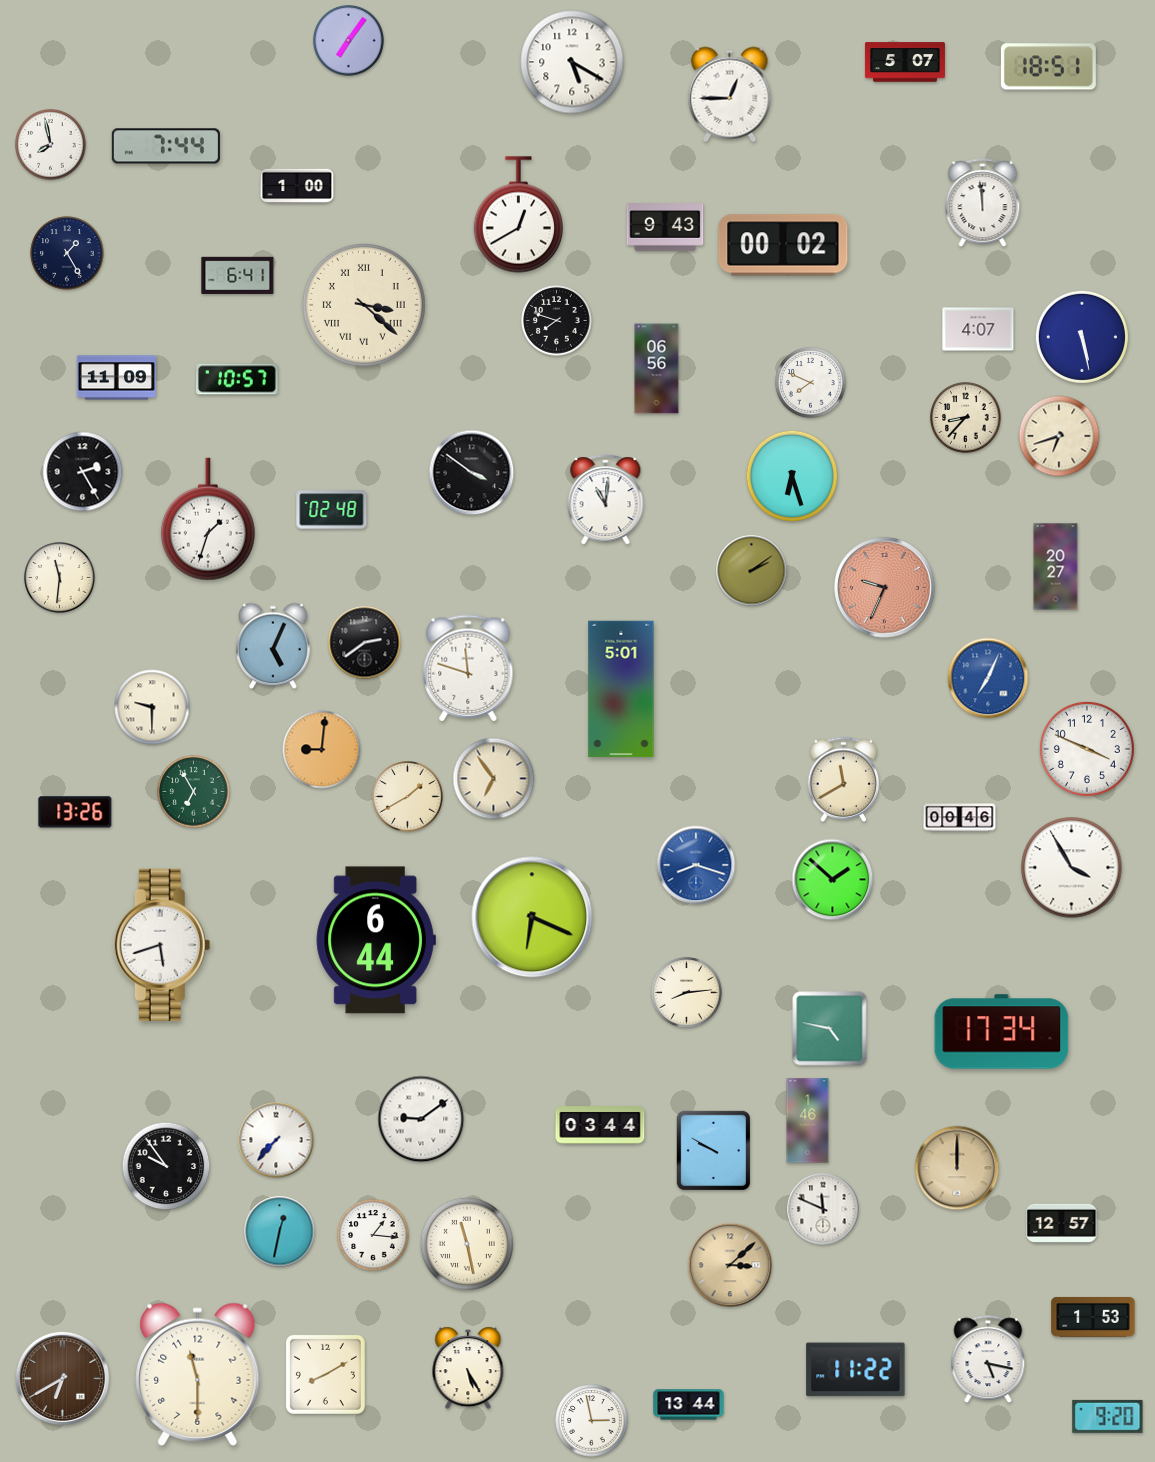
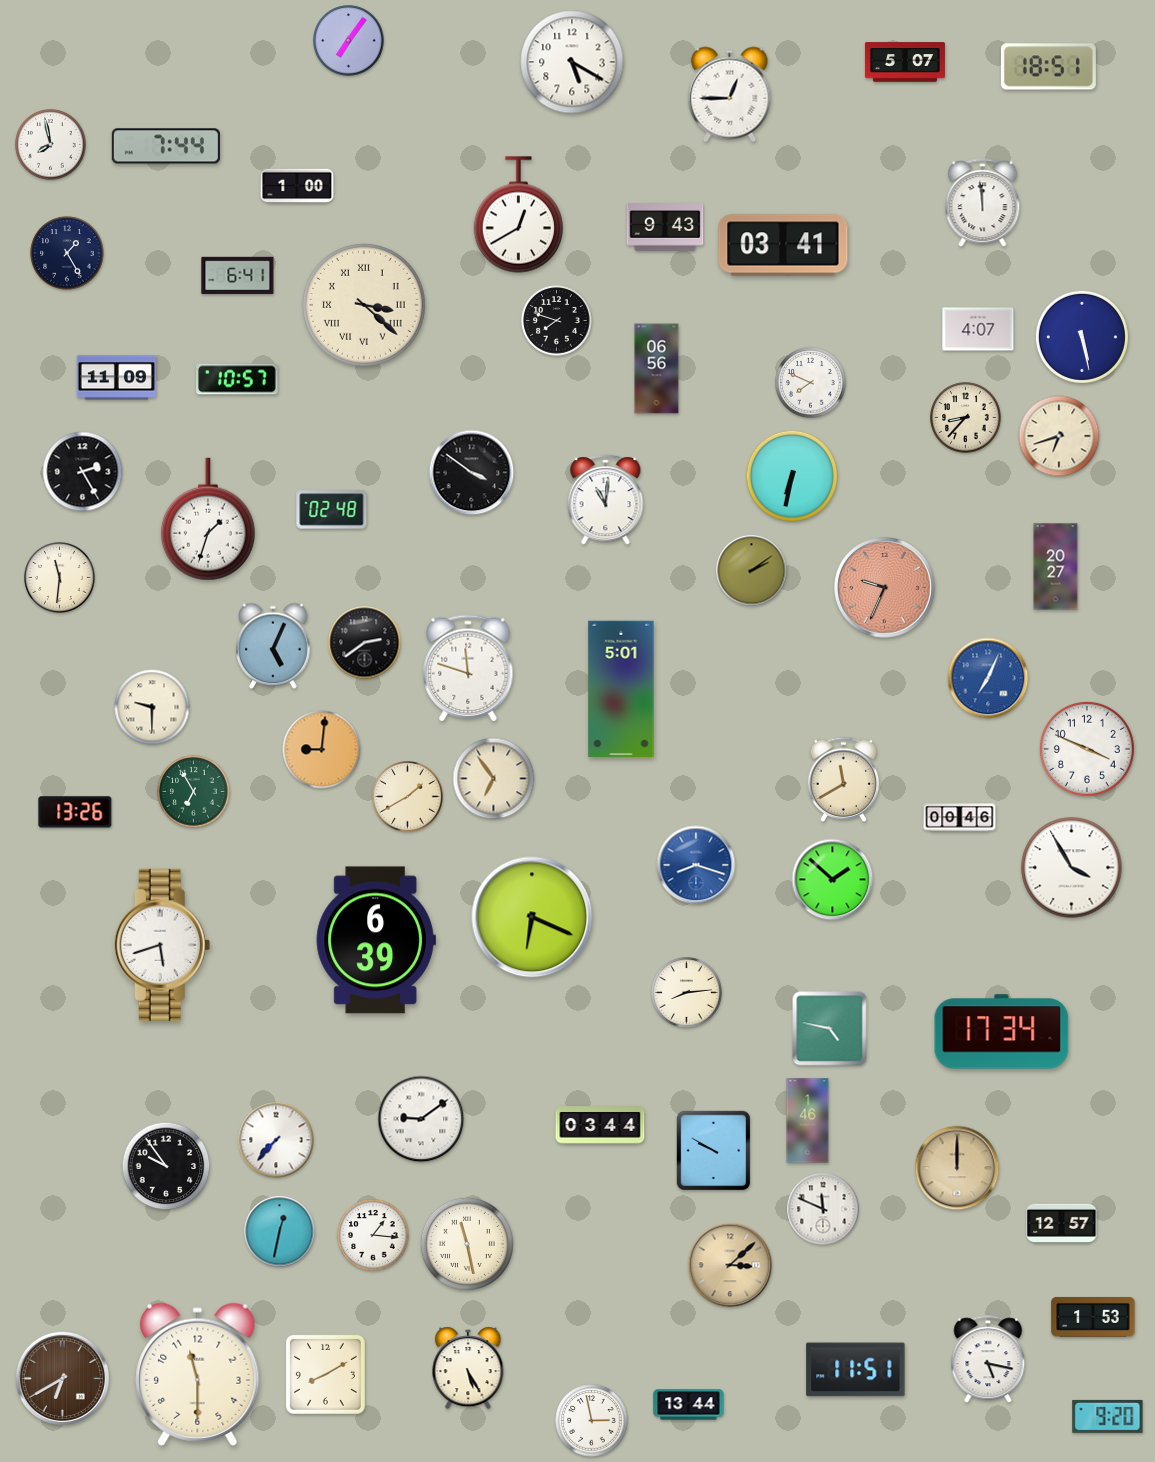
clock at (783, 245): 00:02 -> 03:41
clock at (791, 475): 6:27 -> 6:32
clock at (376, 940): 6:44 -> 6:39
clock at (856, 1370): 11:22 -> 11:51
